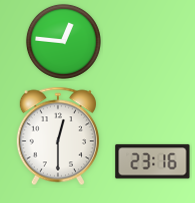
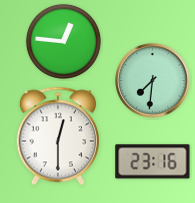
clock at (153, 81): none -> 7:31
